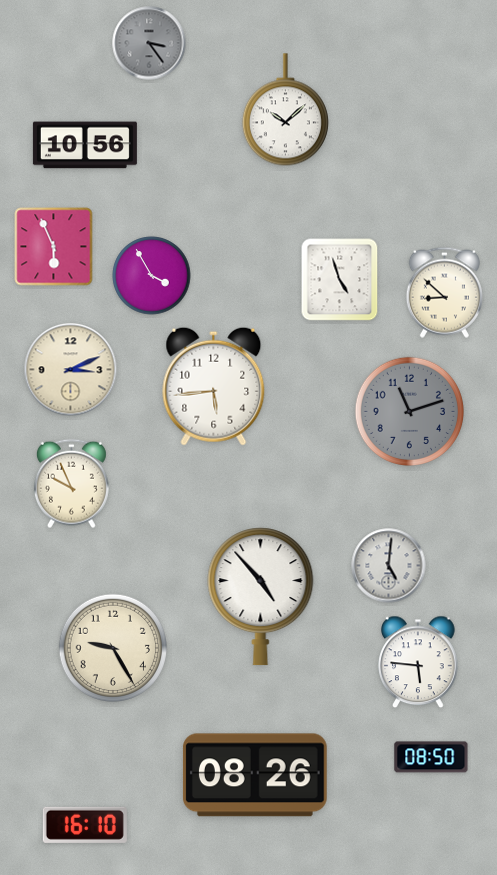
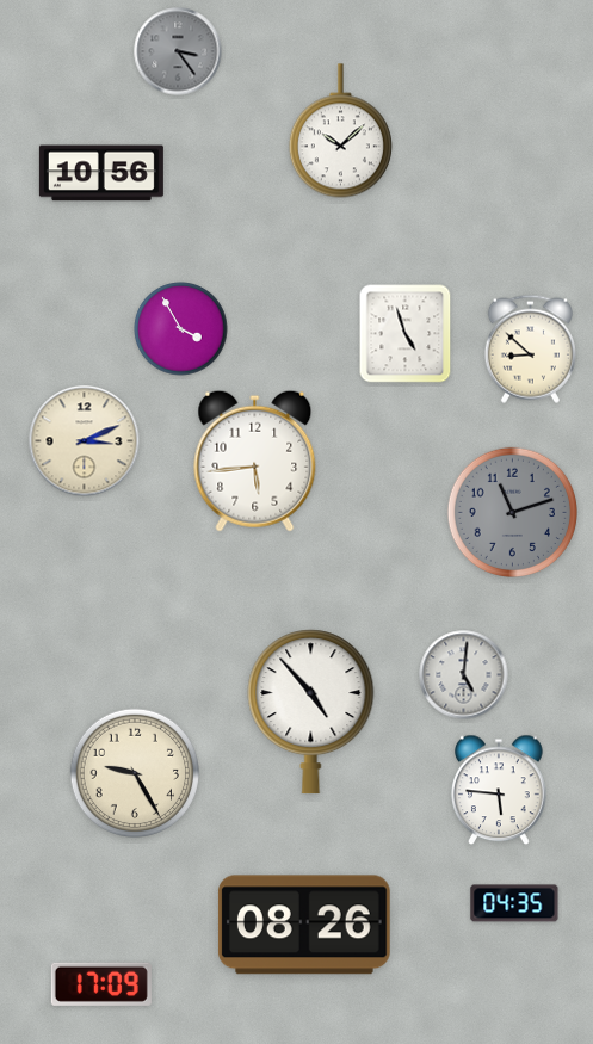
clock at (54, 247): 5:56 -> none
clock at (409, 411) position: (409, 411) -> (512, 512)
clock at (71, 484): 9:56 -> none
clock at (431, 757): 08:50 -> 04:35
clock at (85, 825): 16:10 -> 17:09
